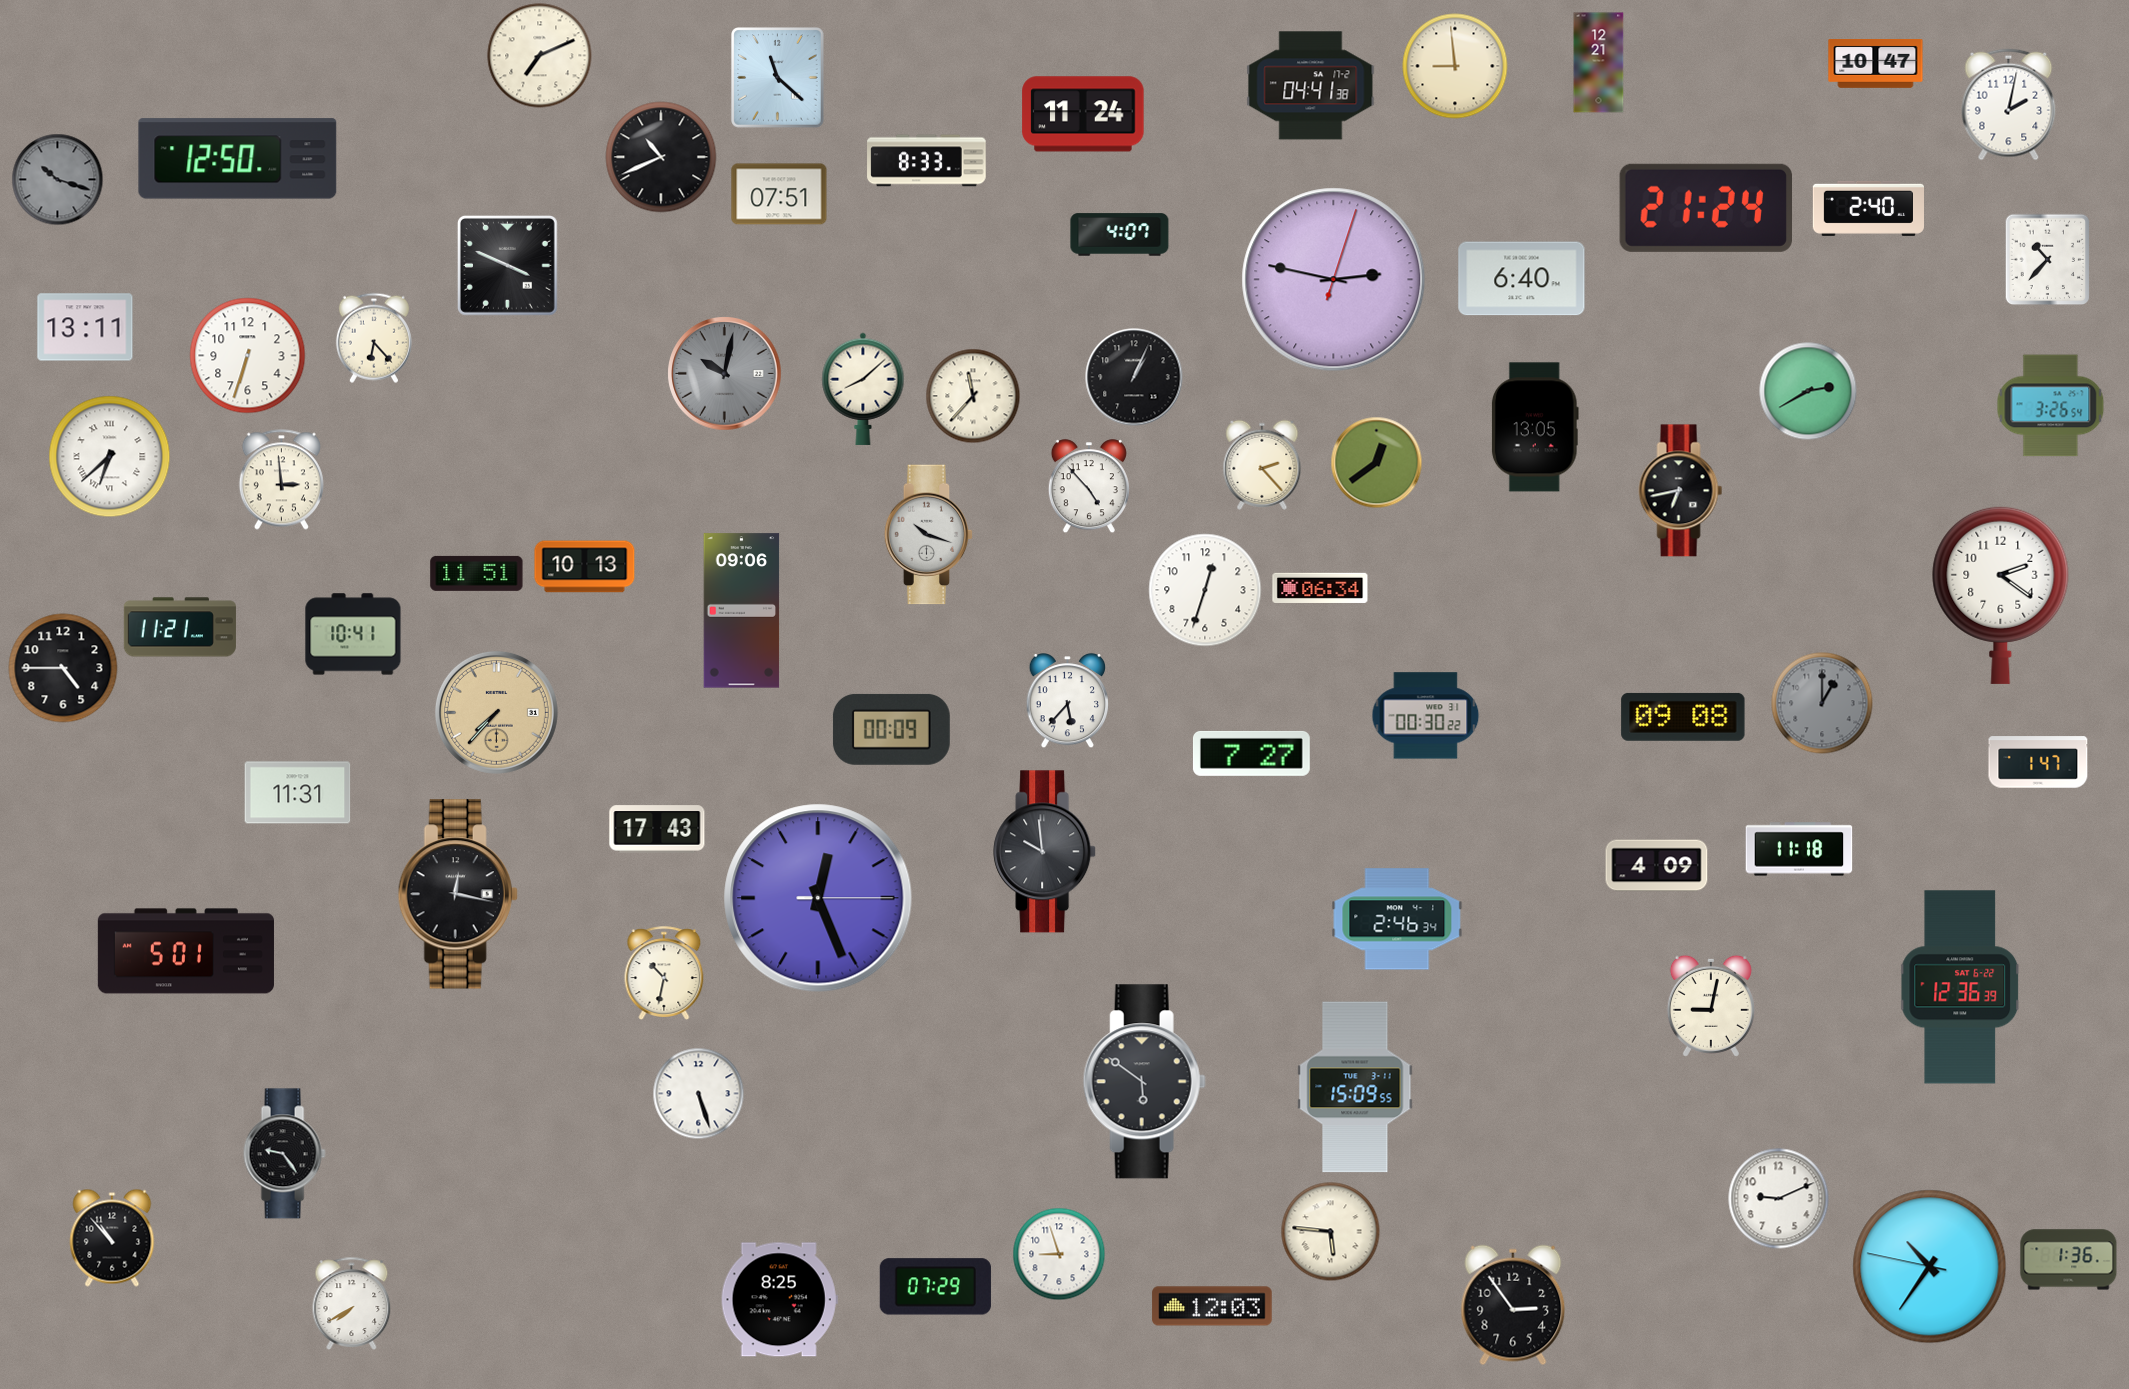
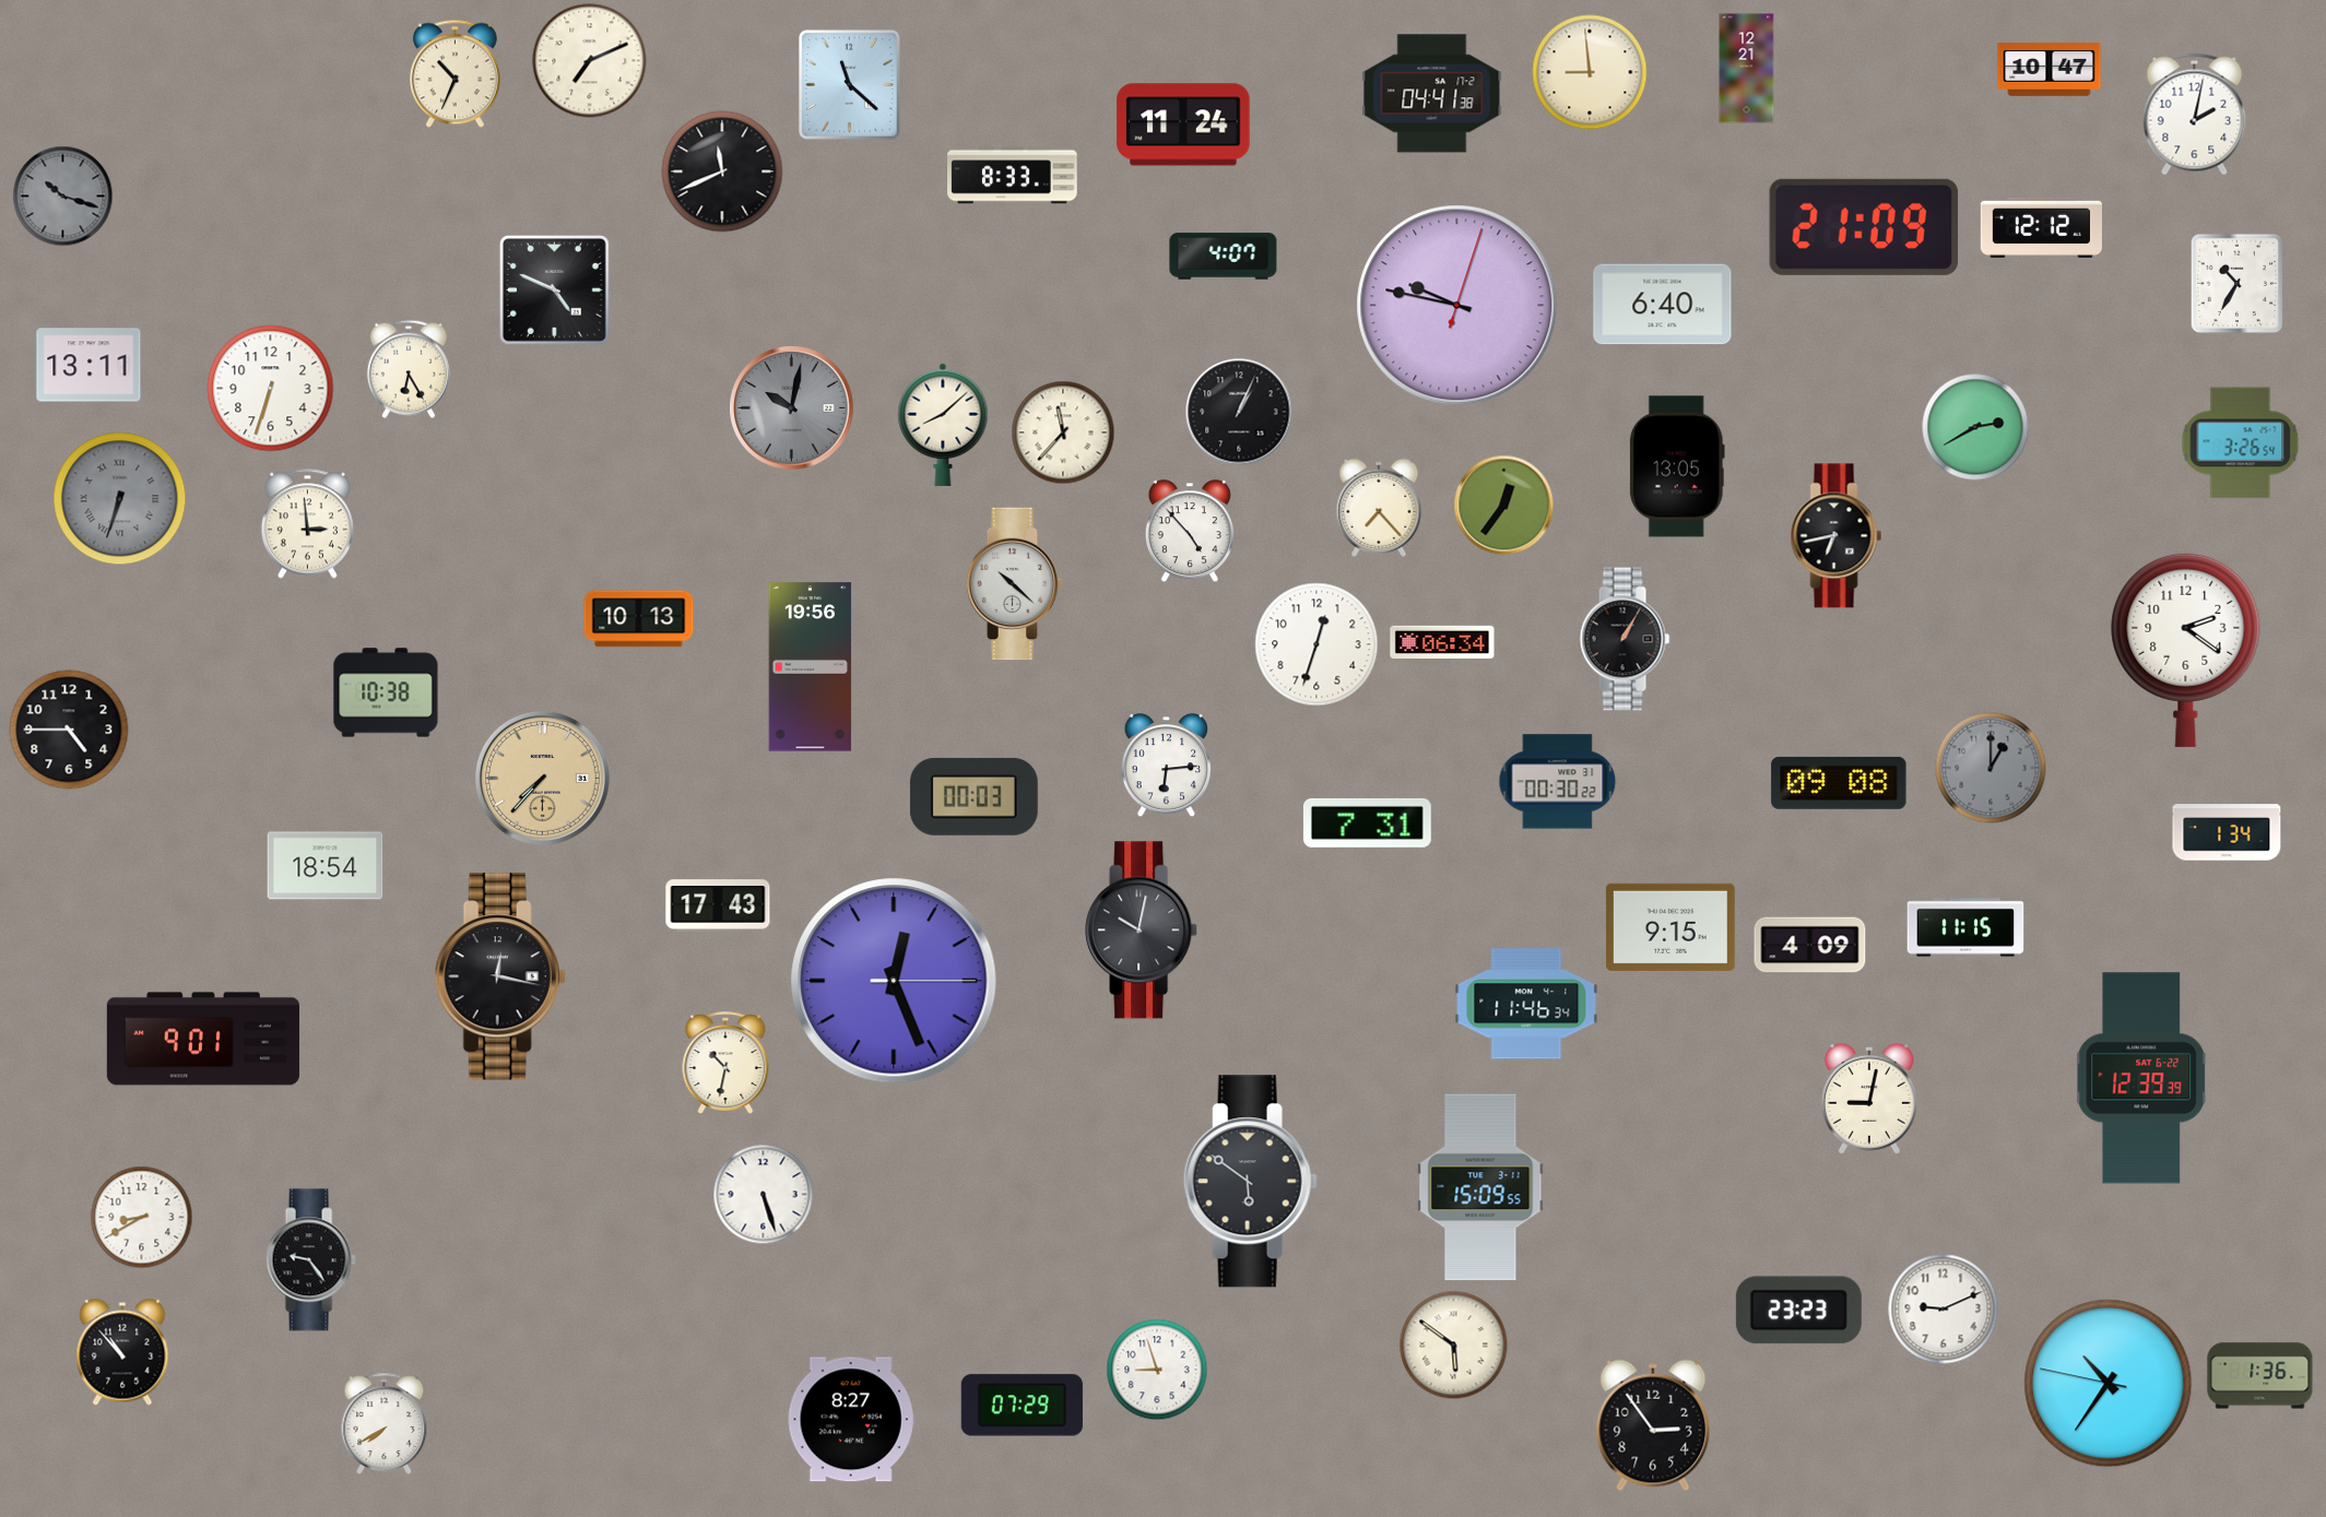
clock at (454, 74): none -> 10:34
clock at (661, 157): 10:41 -> 11:41
clock at (238, 159): 12:50 -> none
clock at (779, 194): 07:51 -> none
clock at (1705, 208): 21:24 -> 21:09
clock at (1868, 208): 2:40 -> 12:12
clock at (2048, 260): 10:37 -> 10:35
clock at (507, 265): 3:49 -> 4:49
clock at (1334, 280): 2:47 -> 9:47
clock at (85, 327) position: (85, 327) -> (88, 365)
clock at (374, 338): 6:23 -> 6:25
clock at (110, 457): 6:38 -> 6:33
clock at (110, 457) dial: white -> grey
clock at (1377, 463): 12:39 -> 12:36
clock at (1262, 465): 2:23 -> 7:23
clock at (929, 535): 10:18 -> 10:22
clock at (477, 573): 11:51 -> none
clock at (1625, 639): none -> 1:05
clock at (742, 611): 09:06 -> 19:56
clock at (180, 627): 11:21 -> none
clock at (353, 634): 10:41 -> 10:38
clock at (1067, 702): 5:37 -> 6:14
clock at (891, 729): 00:09 -> 00:03
clock at (1251, 753): 7:27 -> 7:31
clock at (2038, 762): 1:47 -> 1:34
clock at (298, 793): 11:31 -> 18:54
clock at (1670, 927): none -> 9:15
clock at (1799, 849): 11:18 -> 11:15
clock at (1045, 852): 9:59 -> 10:02
clock at (1397, 919): 2:46 -> 11:46
clock at (186, 951): 5:01 -> 9:01
clock at (1961, 987): 12:36 -> 12:39
clock at (142, 1218): none -> 8:40
clock at (1798, 1311): none -> 23:23
clock at (1331, 1232): 5:46 -> 5:51
clock at (779, 1300): 8:25 -> 8:27
clock at (1212, 1306): 12:03 -> none
